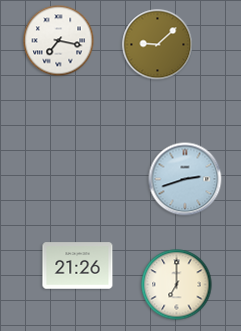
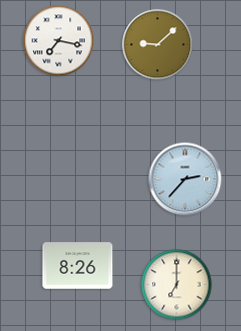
clock at (185, 179): 2:42 -> 2:37
clock at (78, 266): 21:26 -> 8:26
